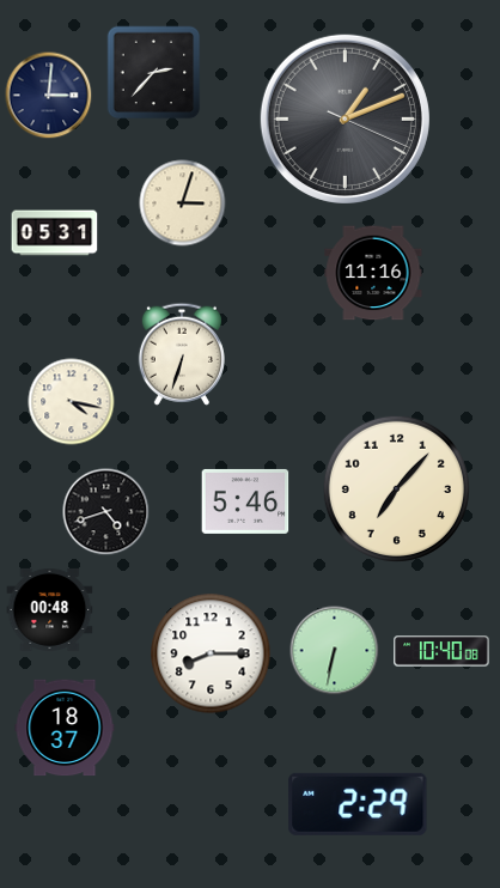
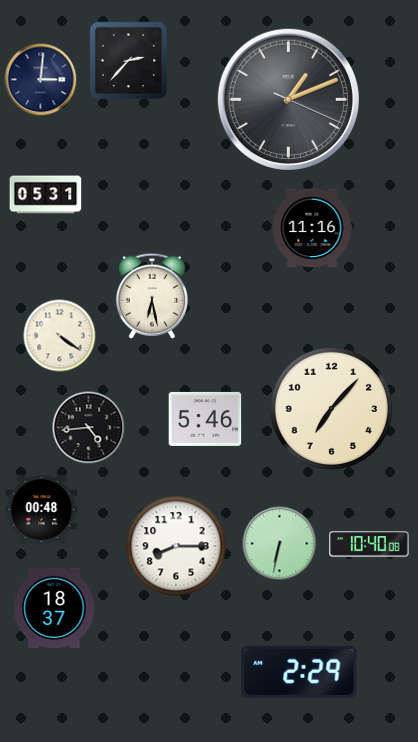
clock at (183, 203): 3:03 -> none
clock at (182, 354): 6:33 -> 6:28
clock at (72, 402): 4:17 -> 4:21
clock at (106, 512): 4:42 -> 4:44
